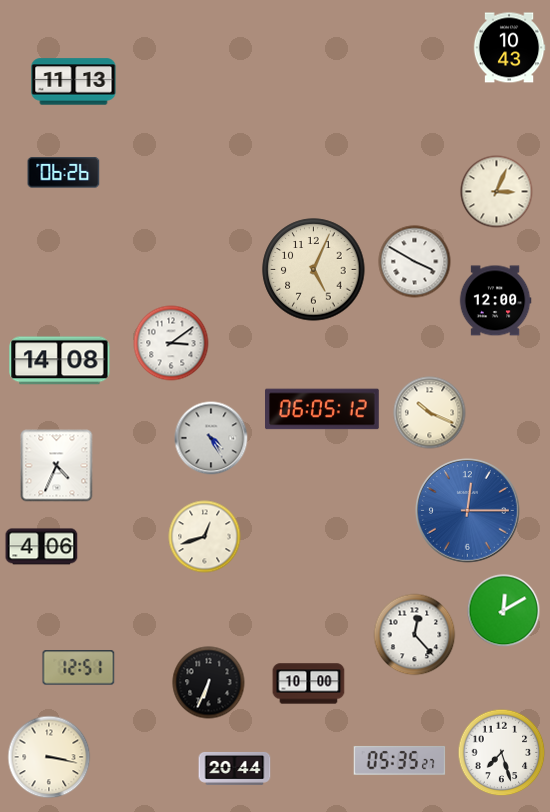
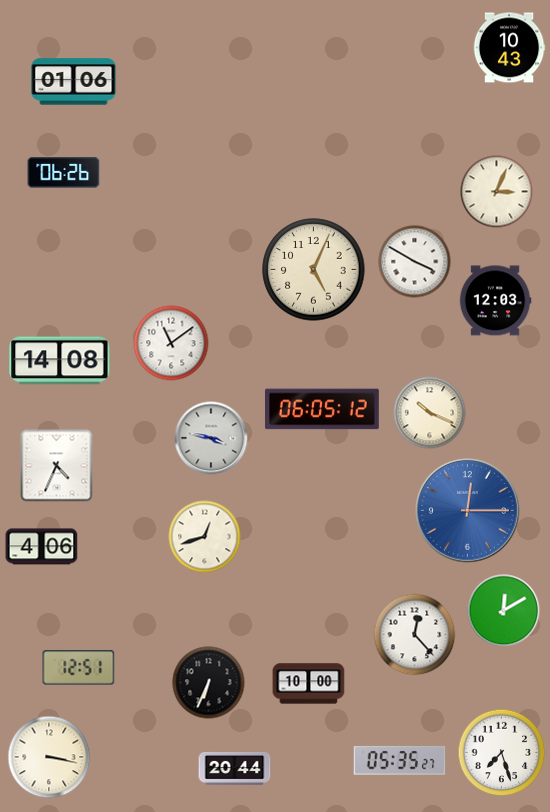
clock at (74, 82): 11:13 -> 01:06
clock at (495, 301): 12:00 -> 12:03
clock at (171, 343): 3:09 -> 11:09
clock at (211, 438): 4:25 -> 3:47
